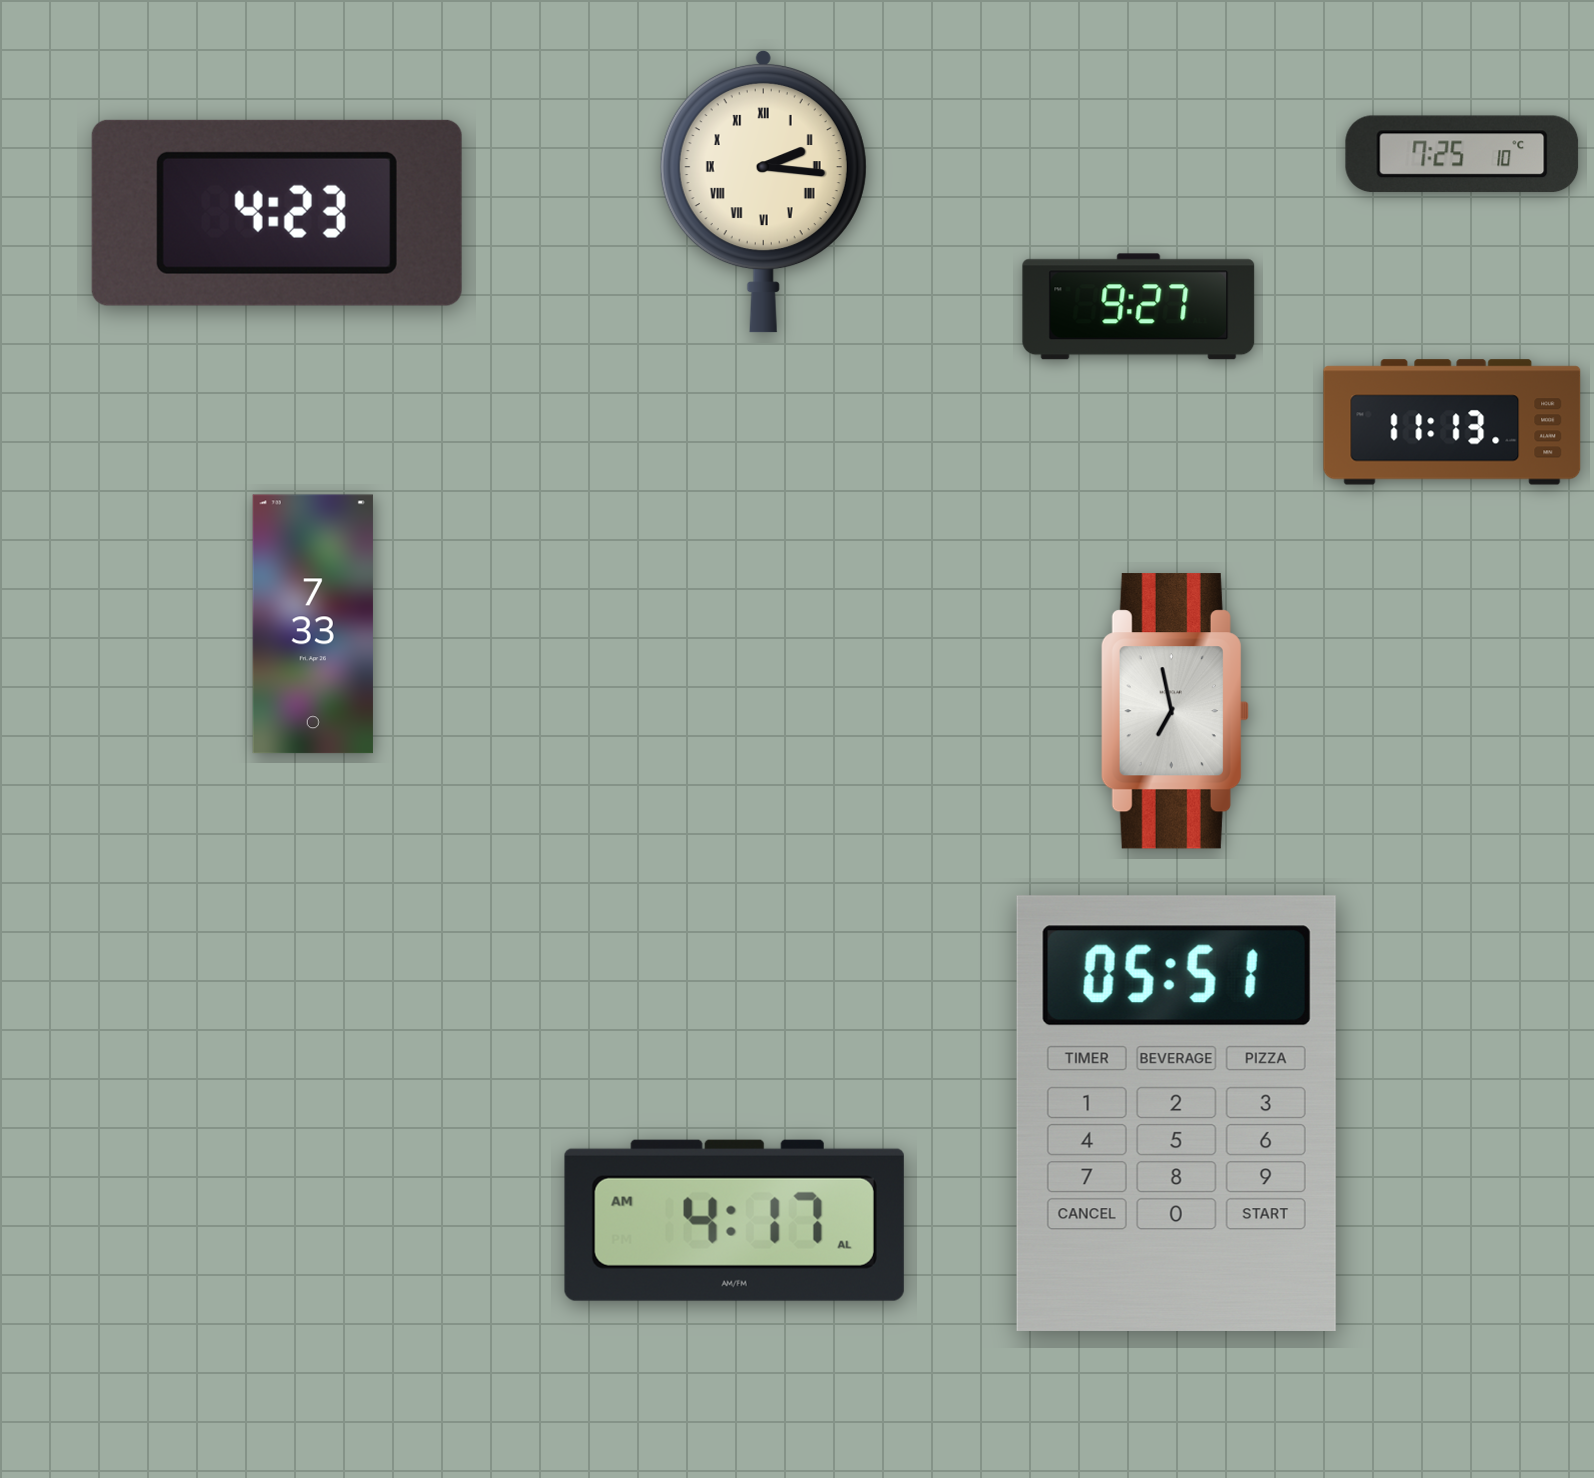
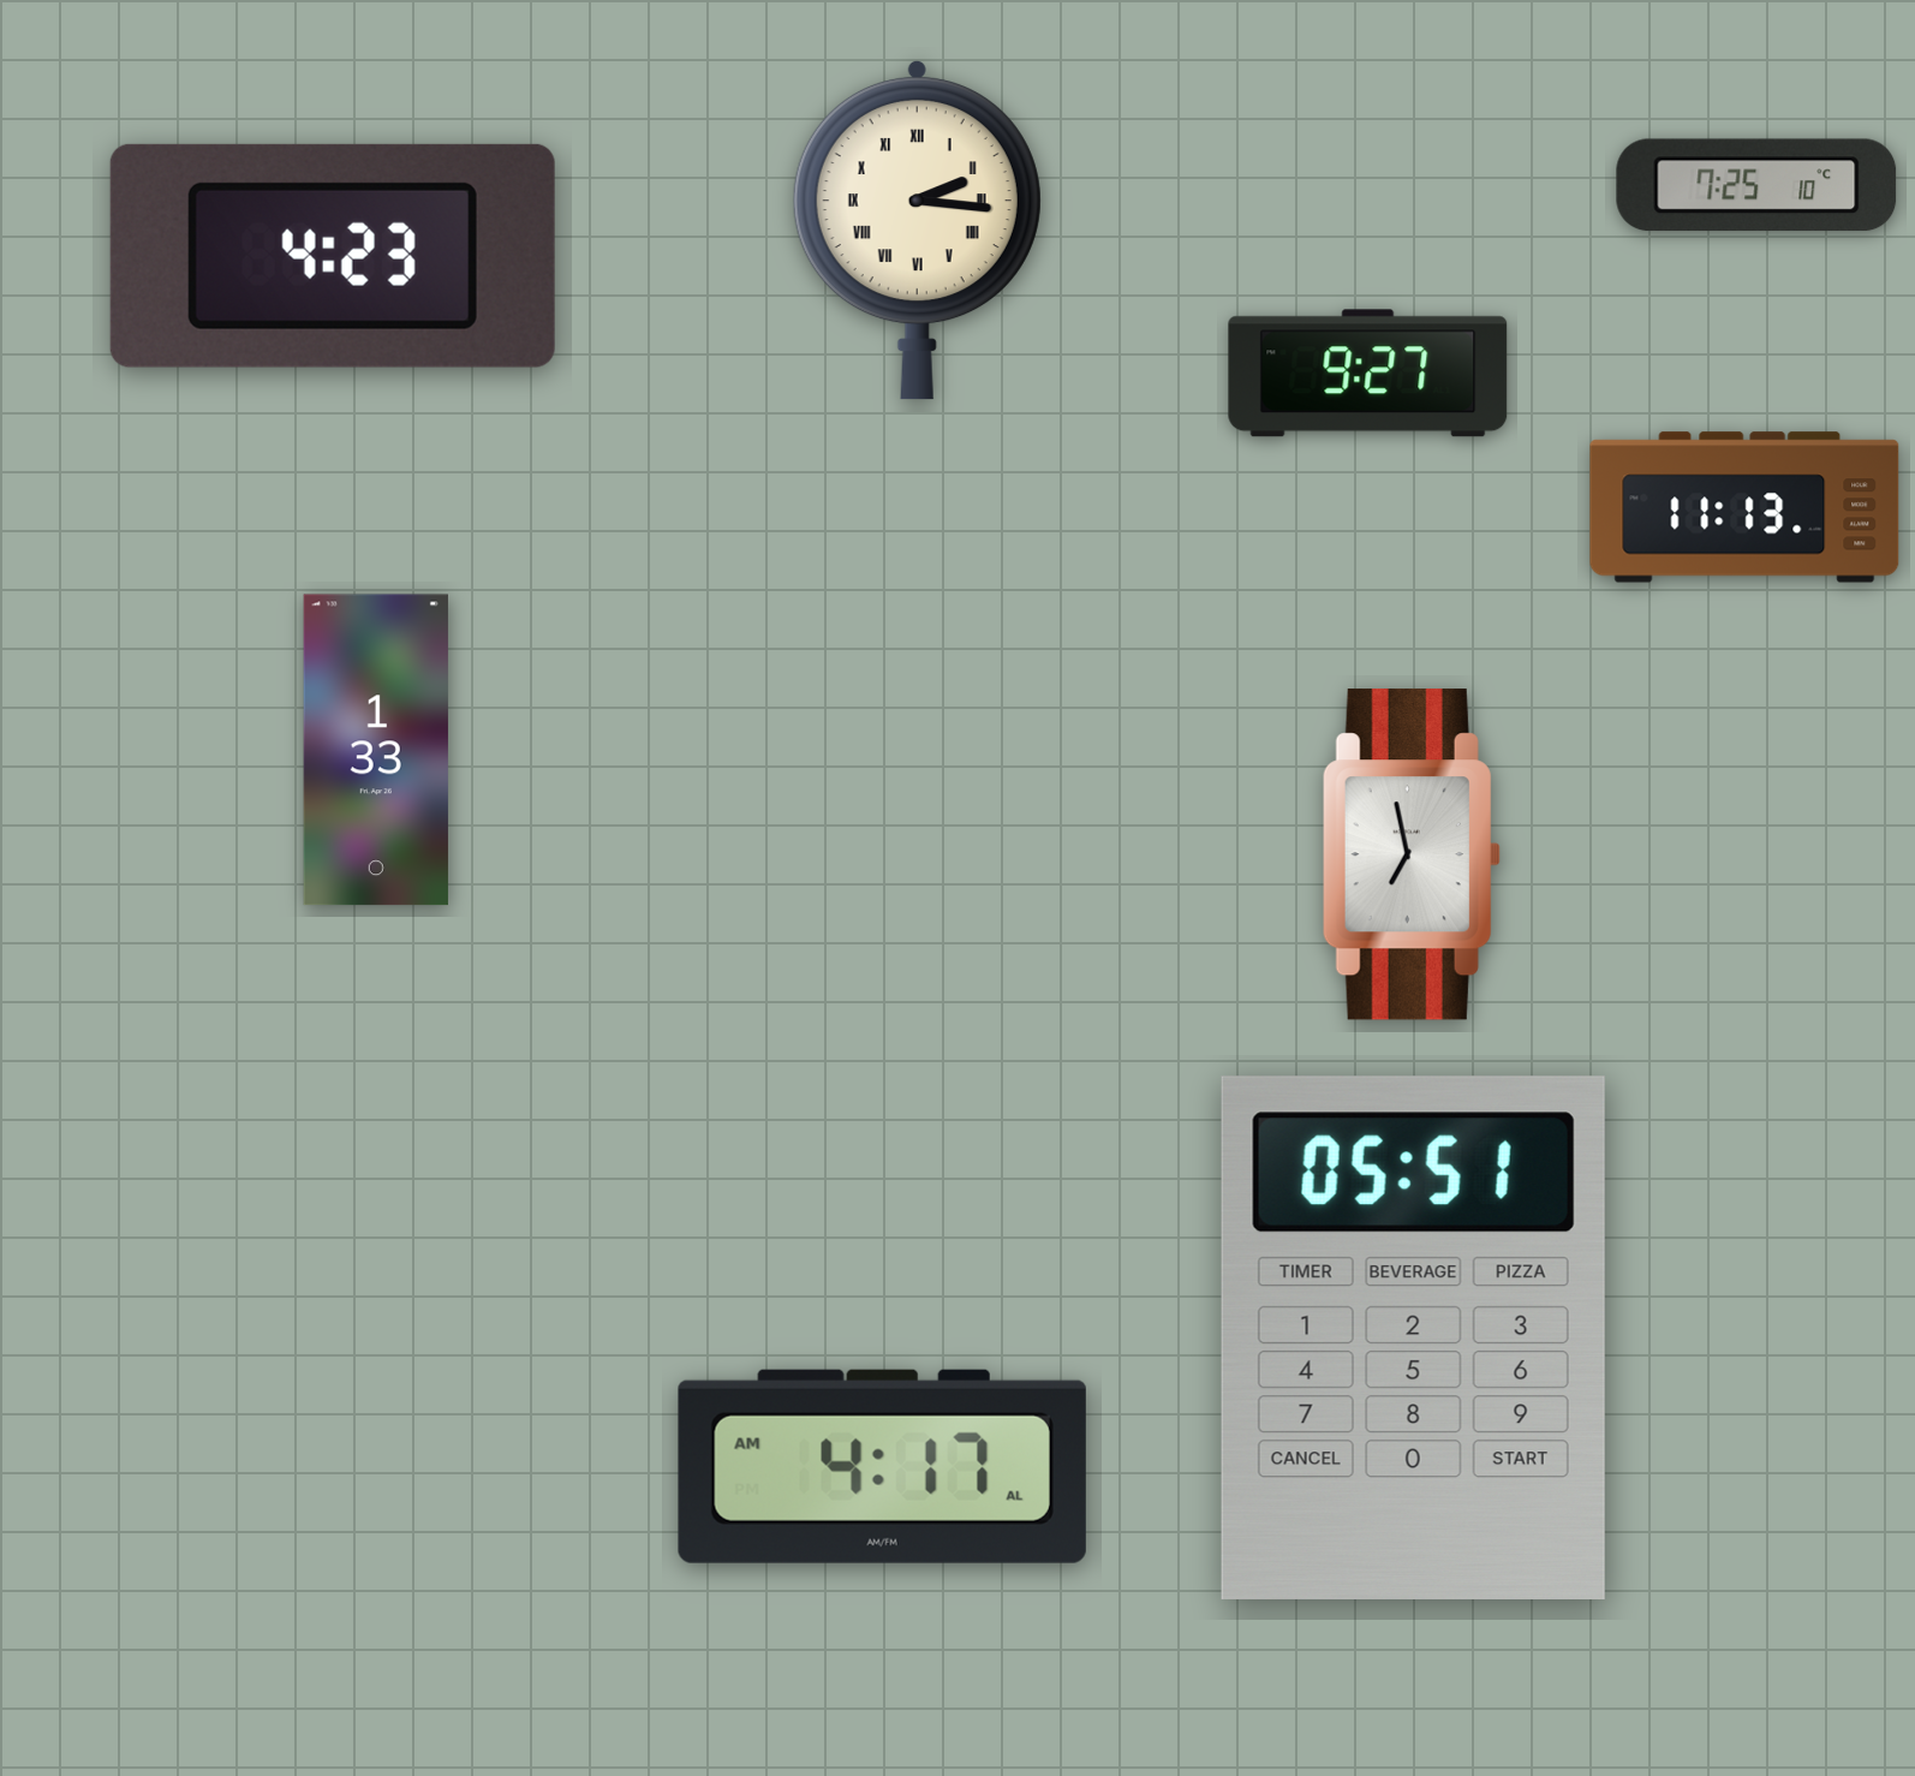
clock at (1139, 307) position: (1139, 307) -> (1368, 374)
clock at (313, 624): 7:33 -> 1:33
